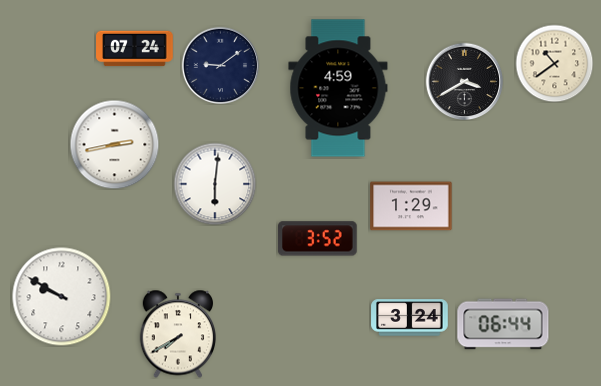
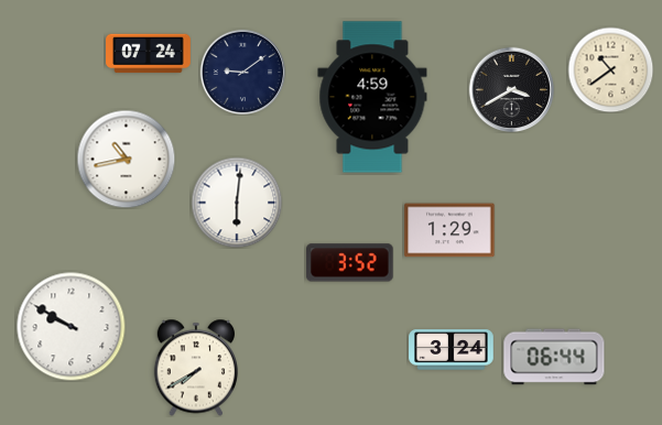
clock at (114, 144): 2:43 -> 10:43
clock at (411, 206) position: (411, 206) -> (449, 230)
clock at (62, 297) position: (62, 297) -> (72, 327)
